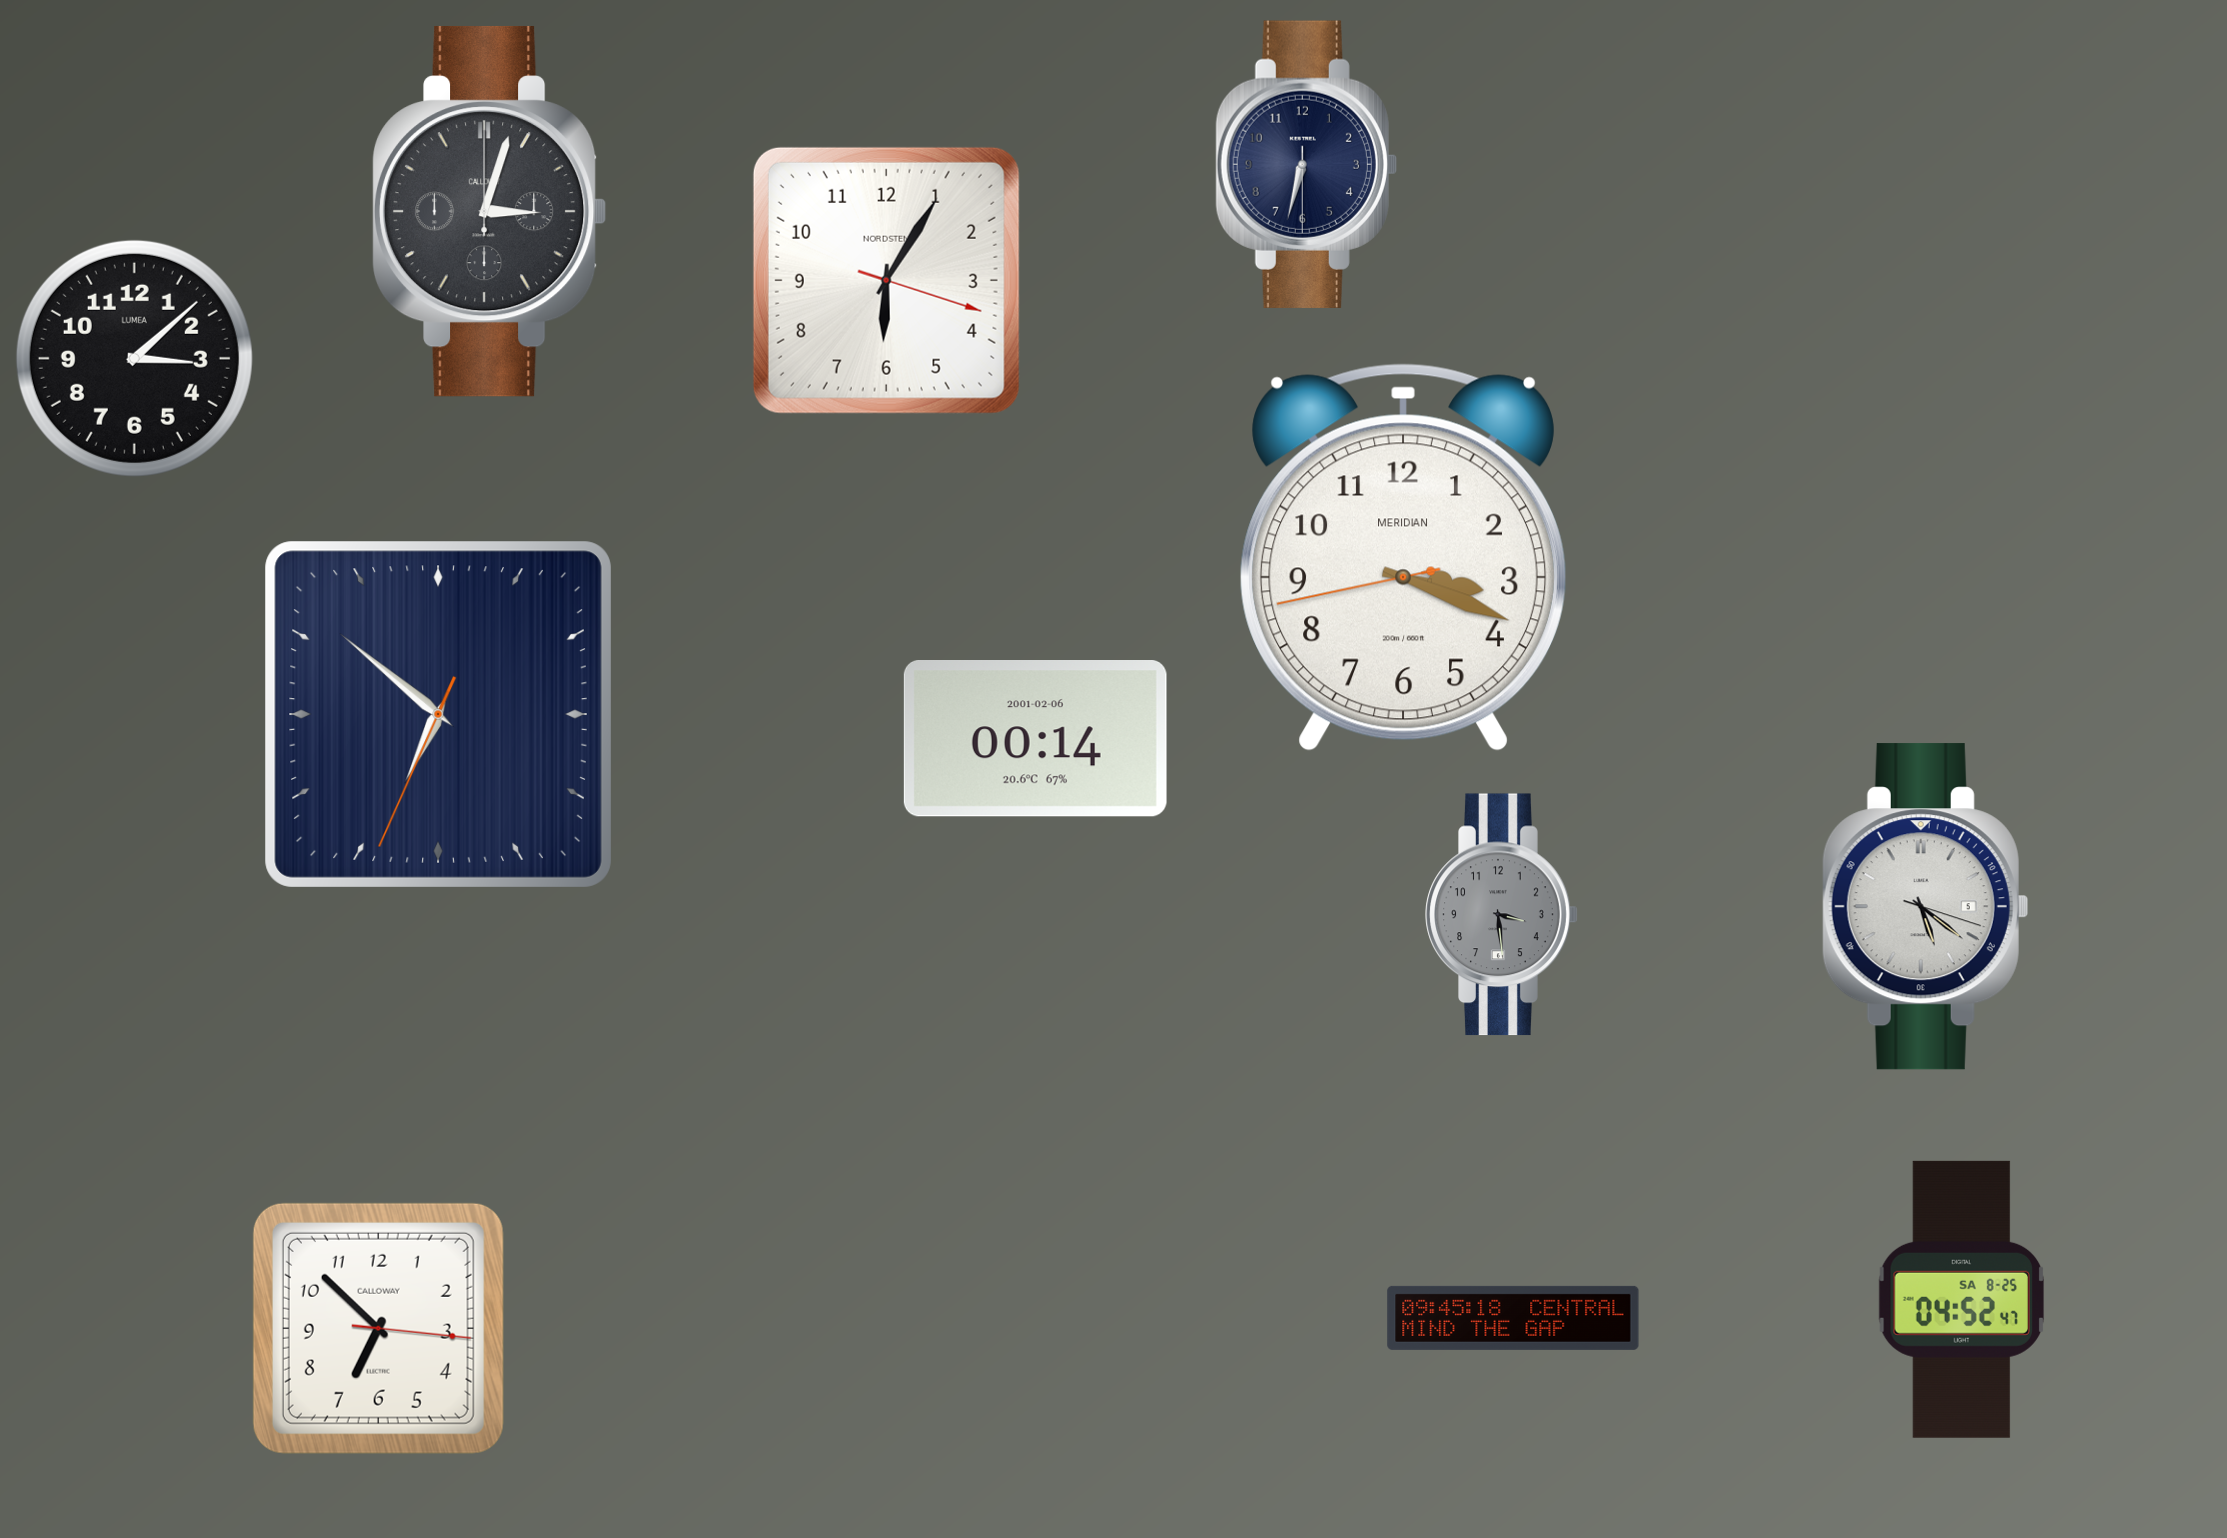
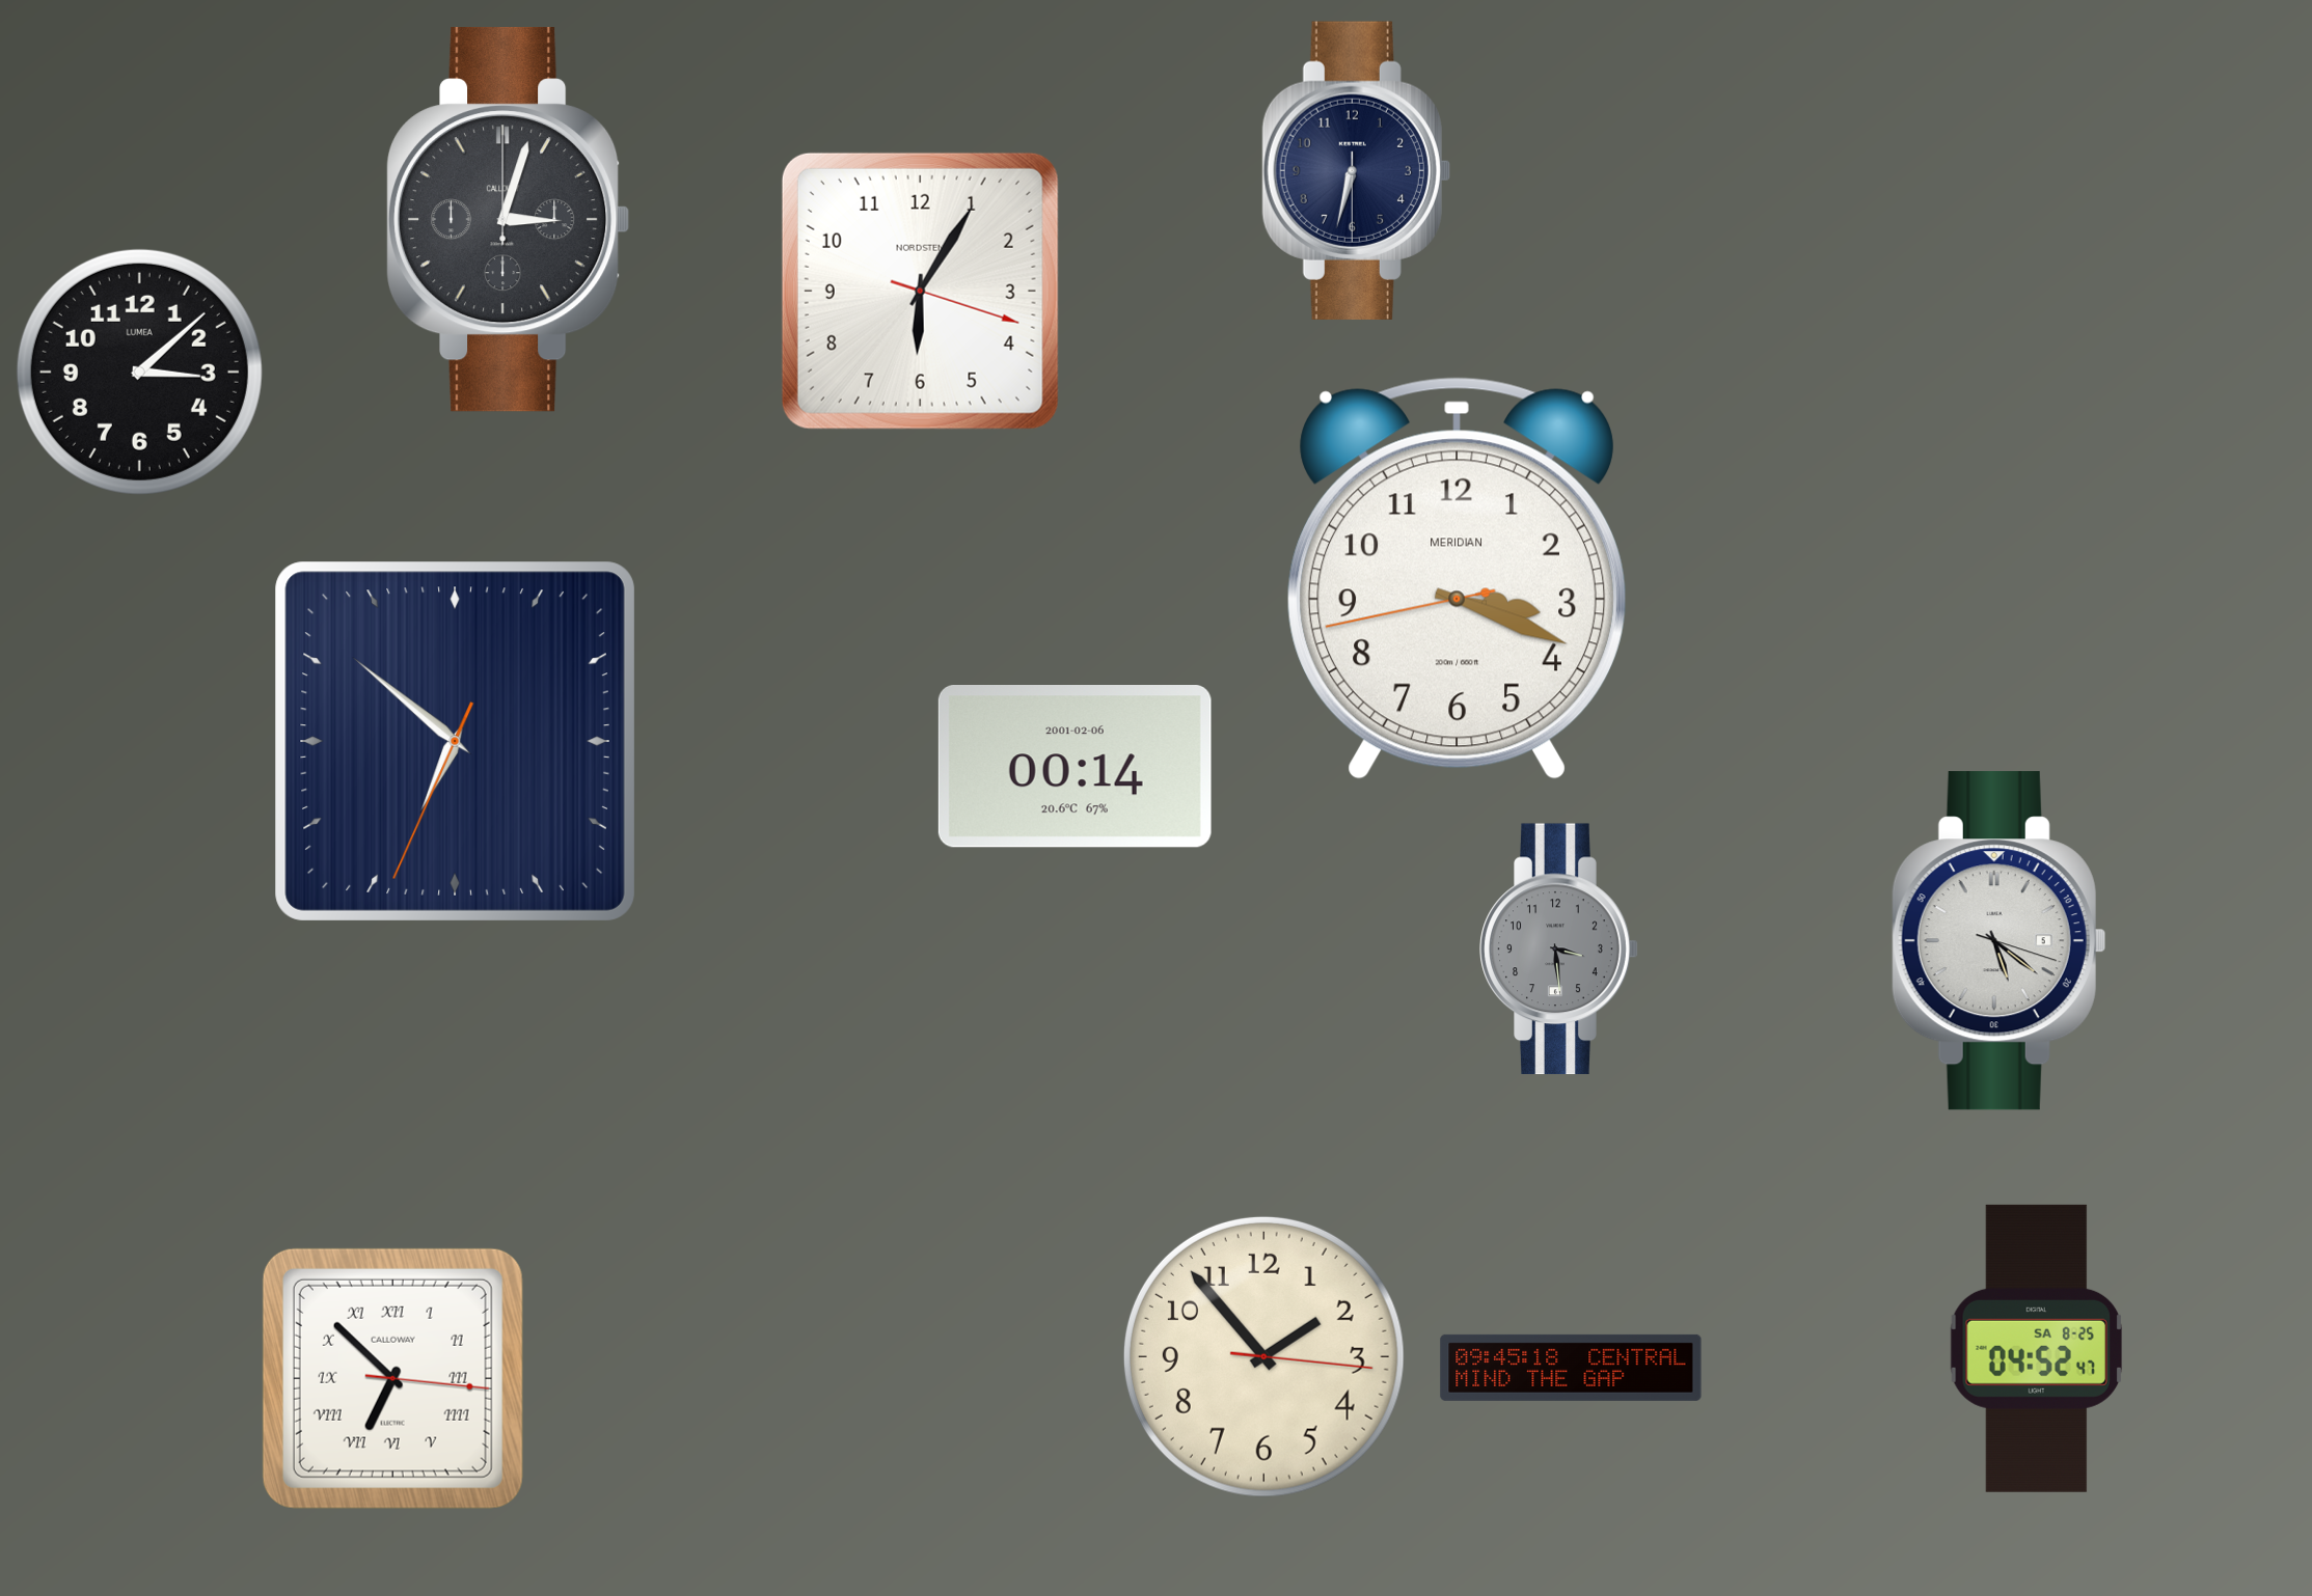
clock at (1263, 1356): none -> 1:53
clock at (378, 1328) numerals: Arabic -> Roman
